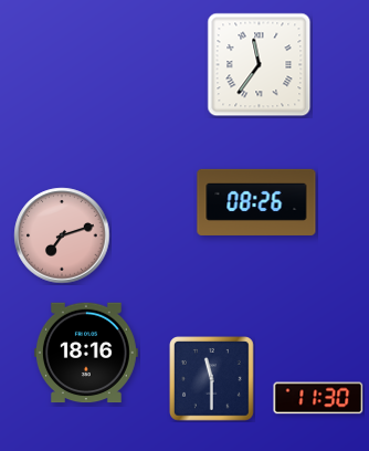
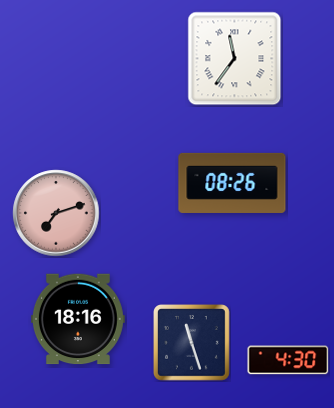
clock at (212, 379): 11:30 -> 11:27
clock at (318, 398): 11:30 -> 4:30
